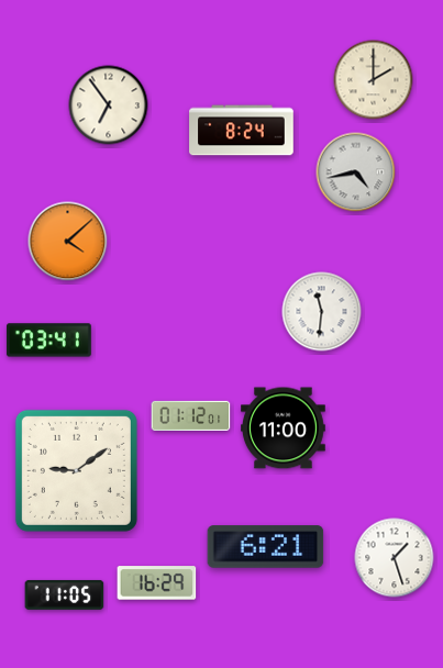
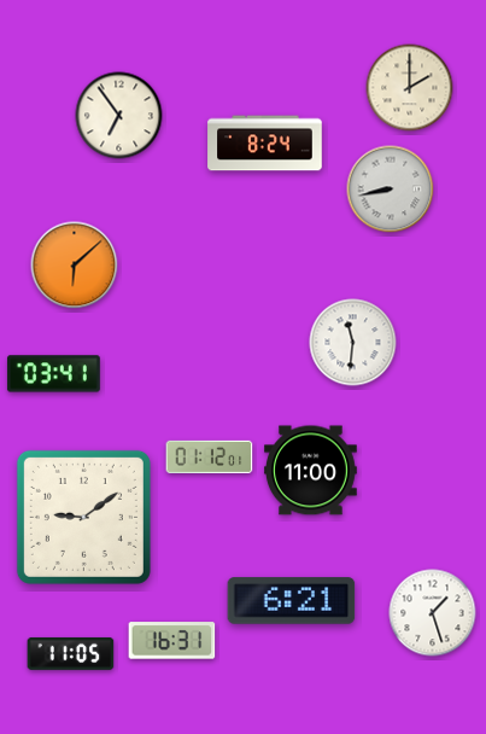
clock at (356, 172): 4:43 -> 8:43
clock at (68, 242): 4:08 -> 6:08
clock at (157, 583): 16:29 -> 16:31
